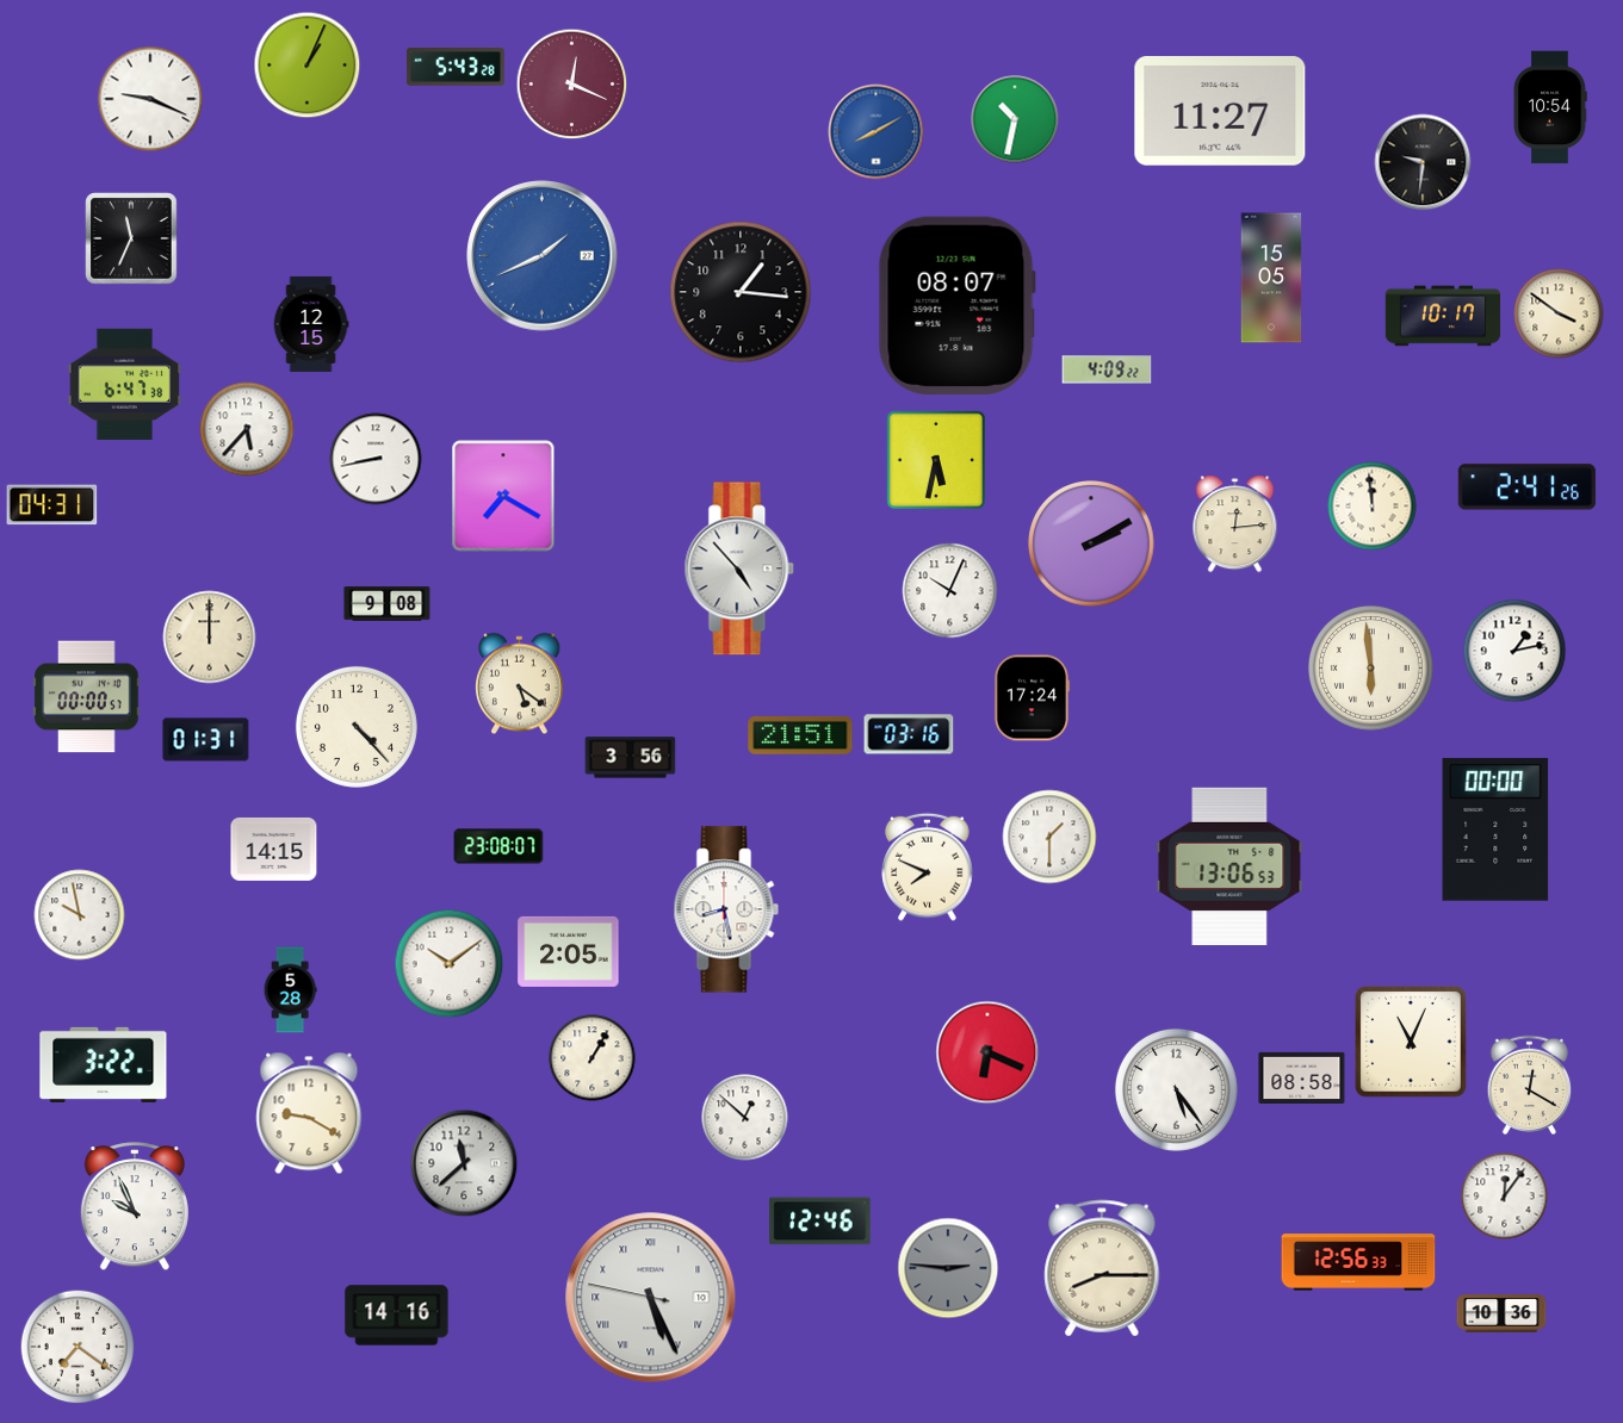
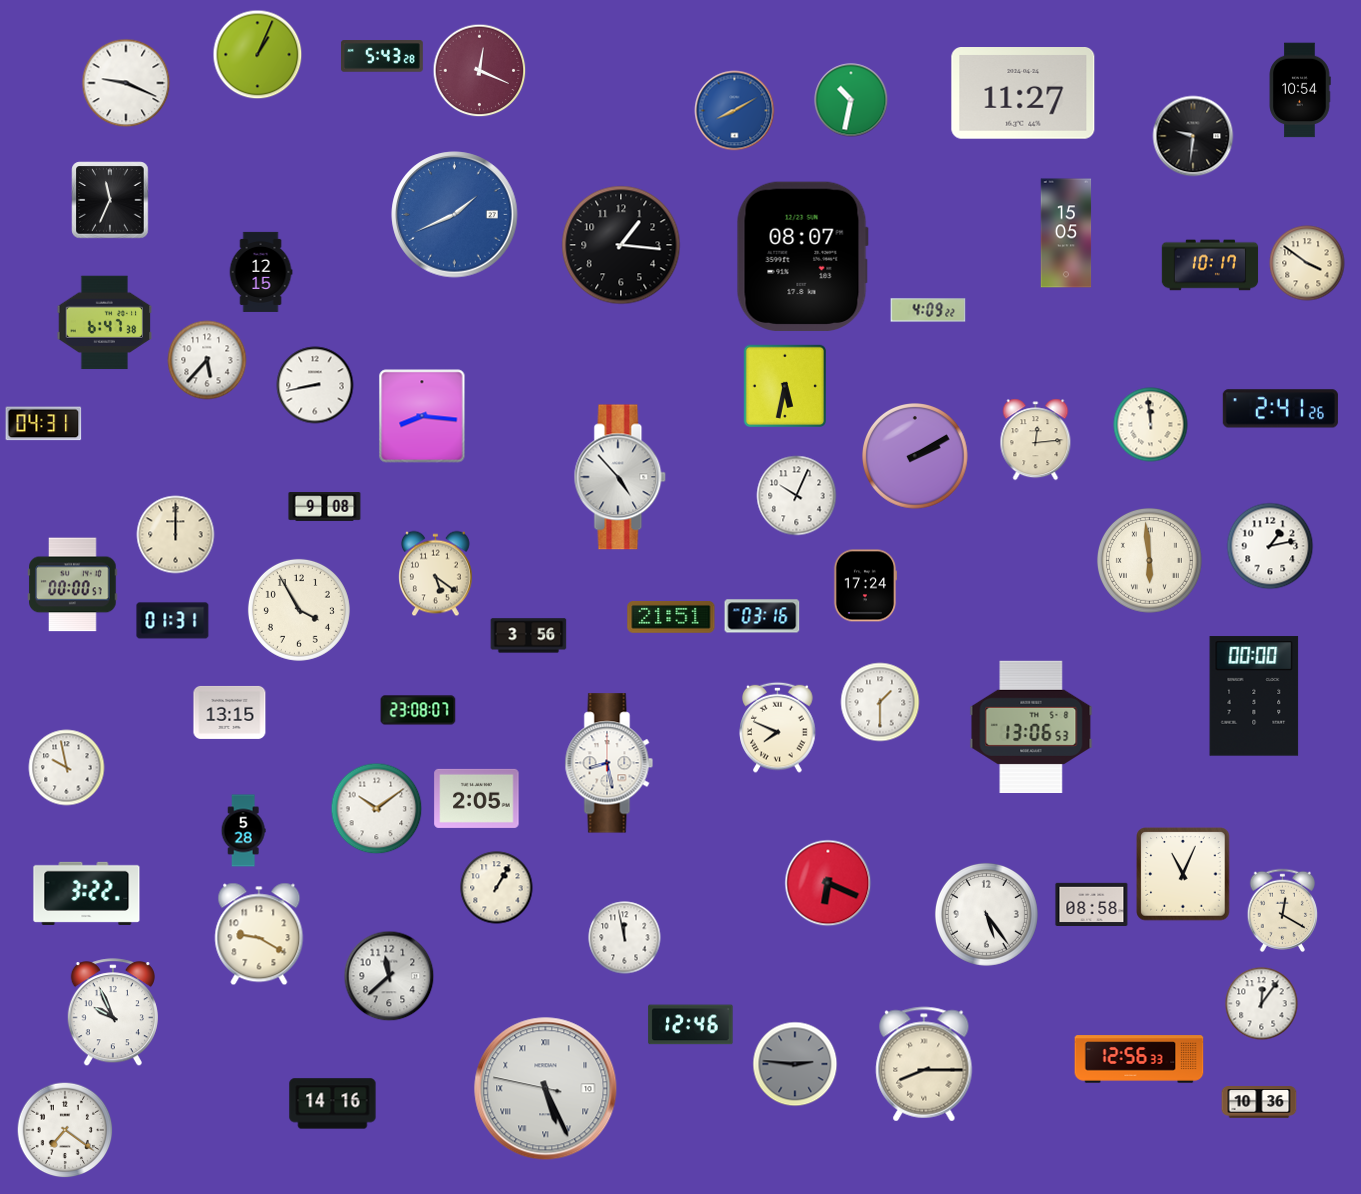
clock at (503, 496): 7:20 -> 8:16
clock at (357, 727): 4:23 -> 3:55
clock at (274, 849): 14:15 -> 13:15
clock at (745, 1118): 12:52 -> 11:58
clock at (820, 1222) position: (820, 1222) -> (691, 1025)
